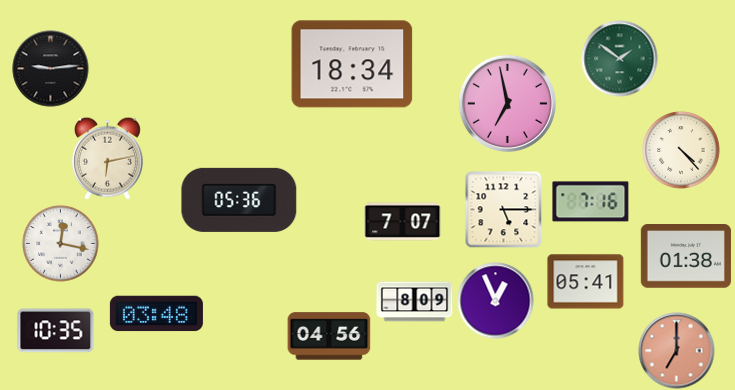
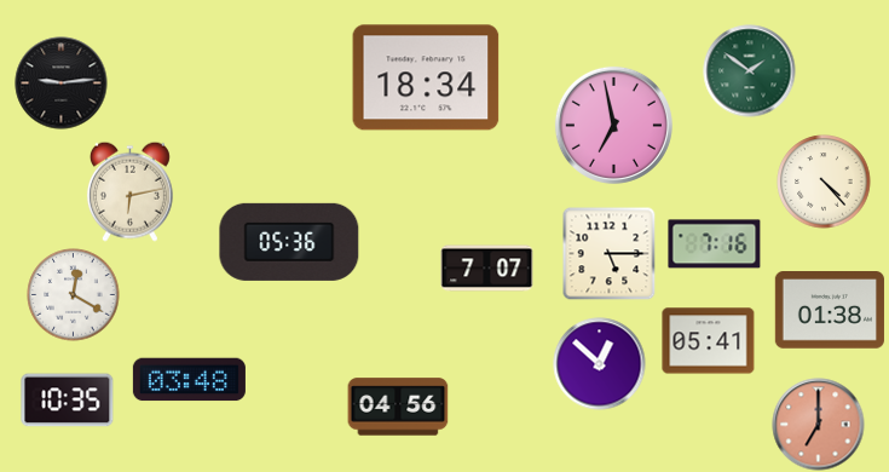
clock at (61, 244): 12:17 -> 12:20
clock at (496, 301): 12:56 -> 12:52
clock at (415, 302): 8:09 -> none
